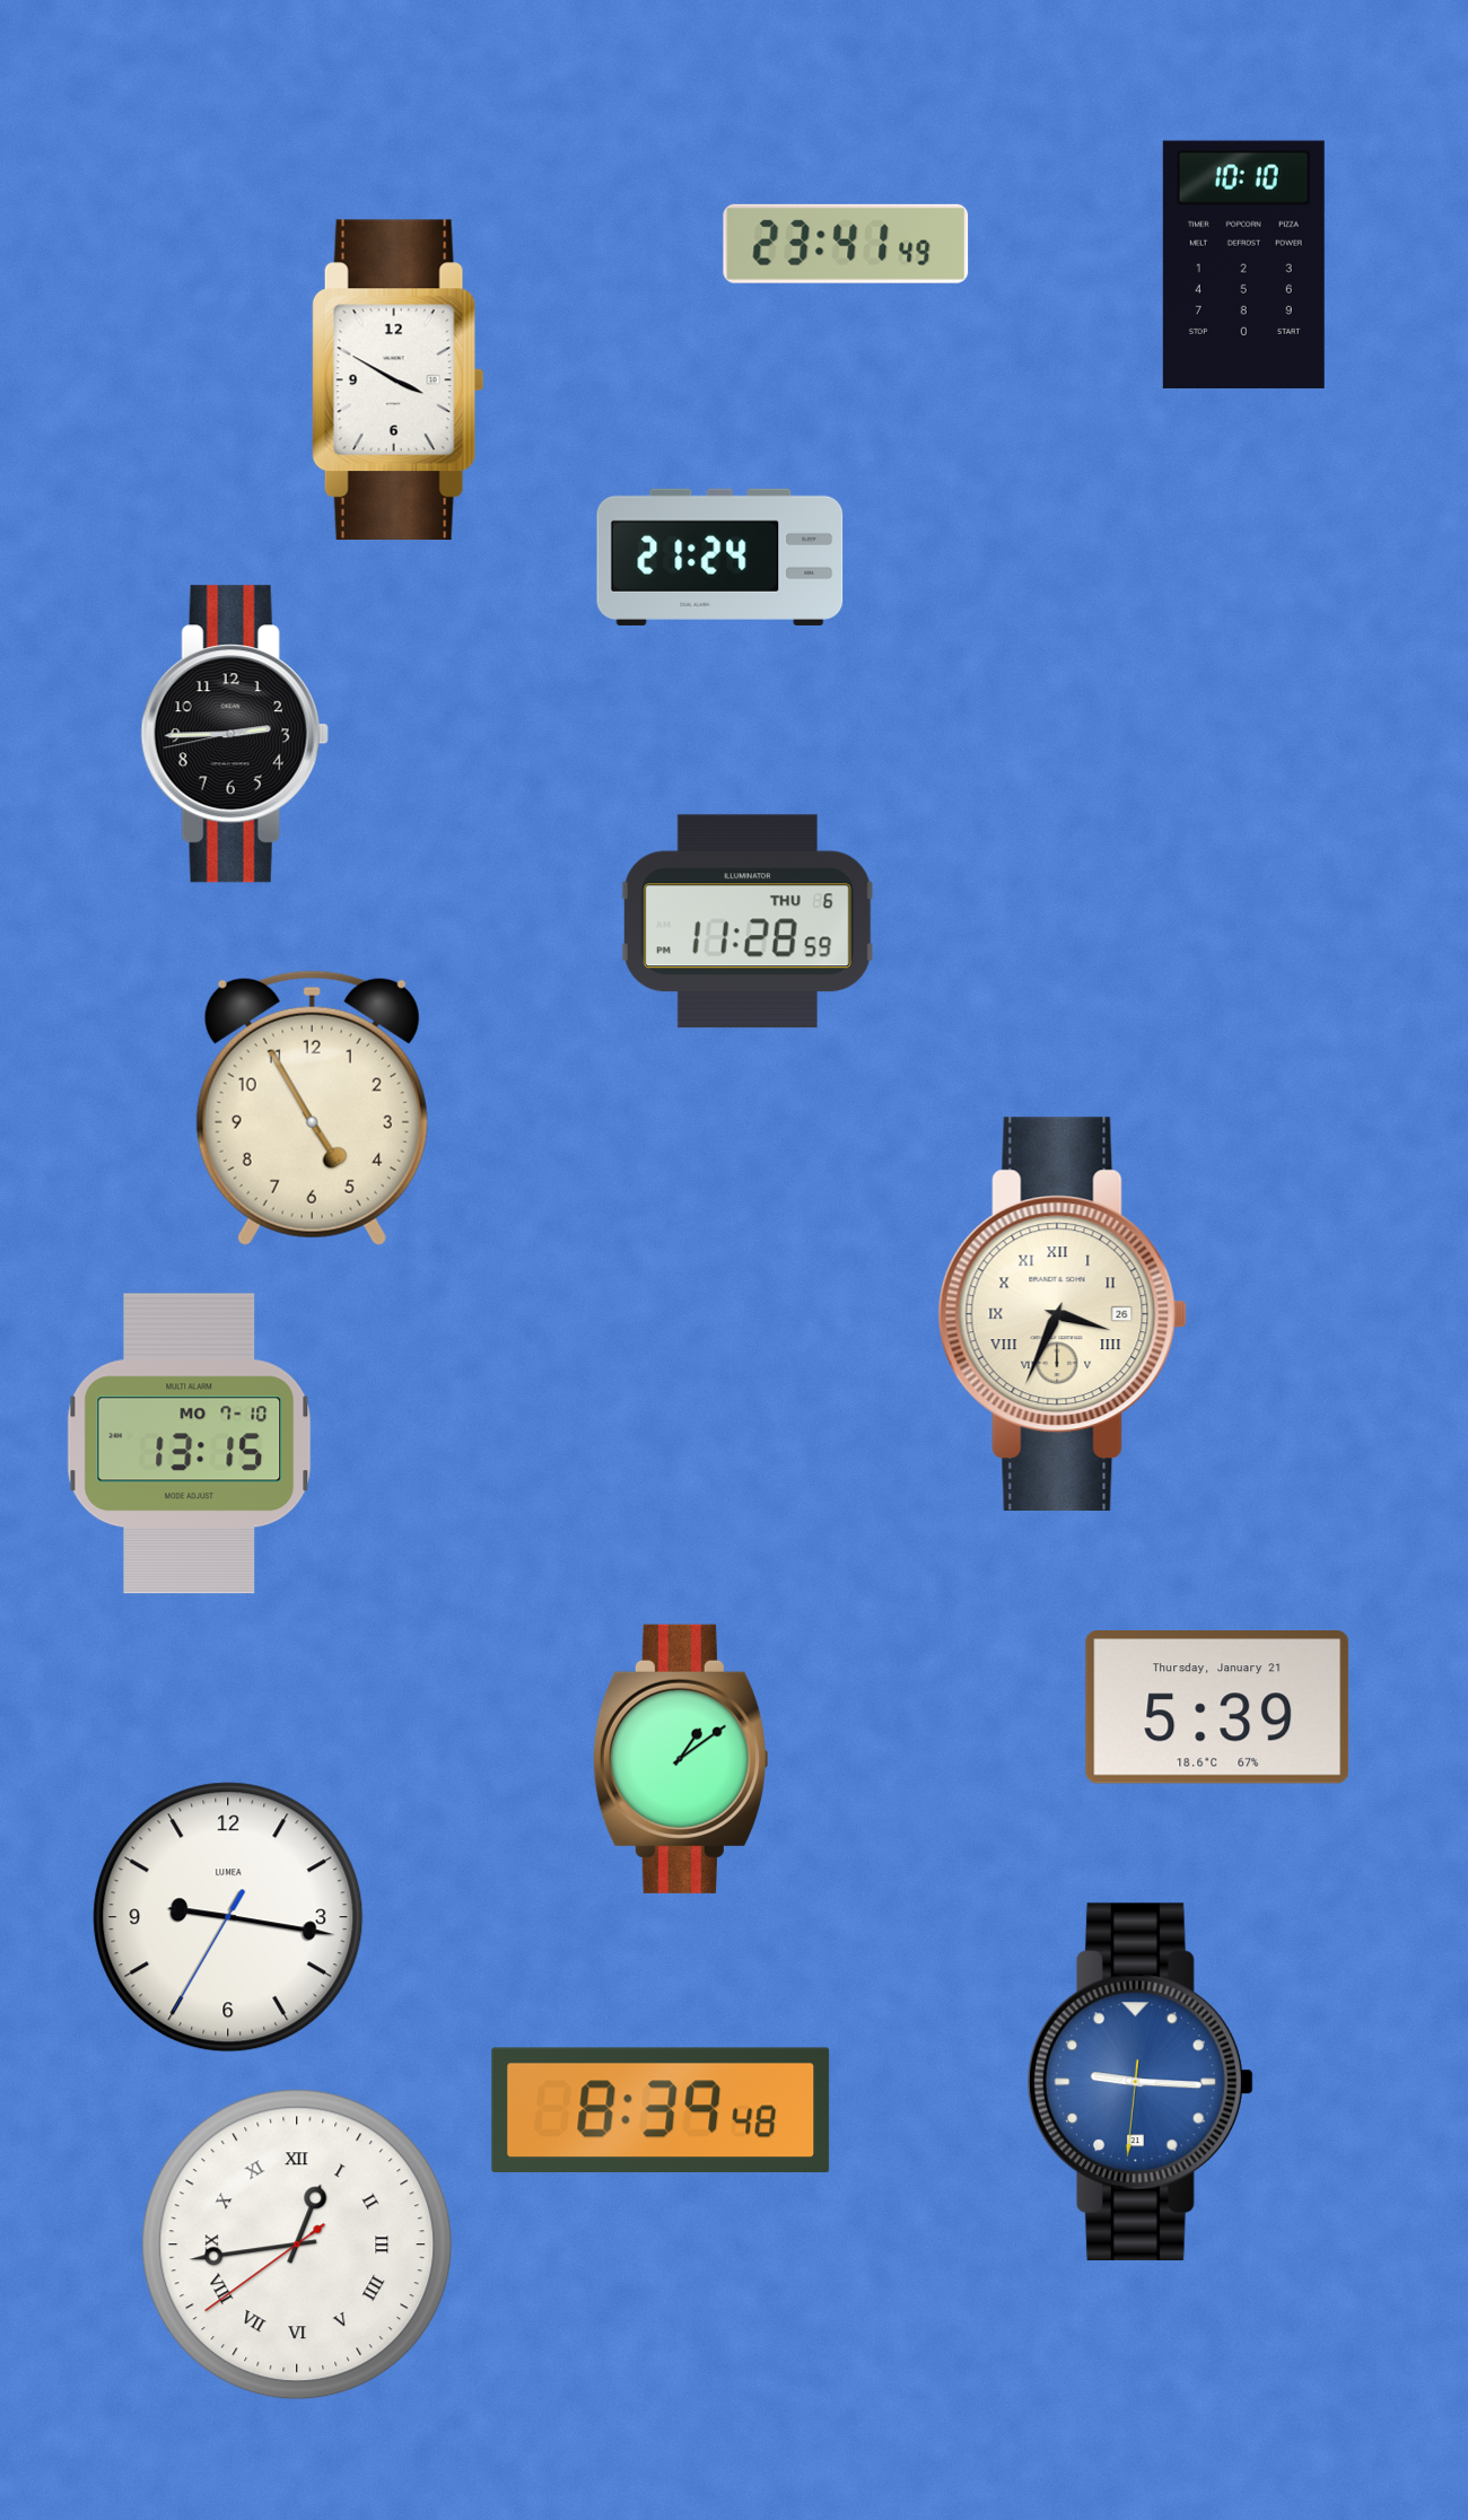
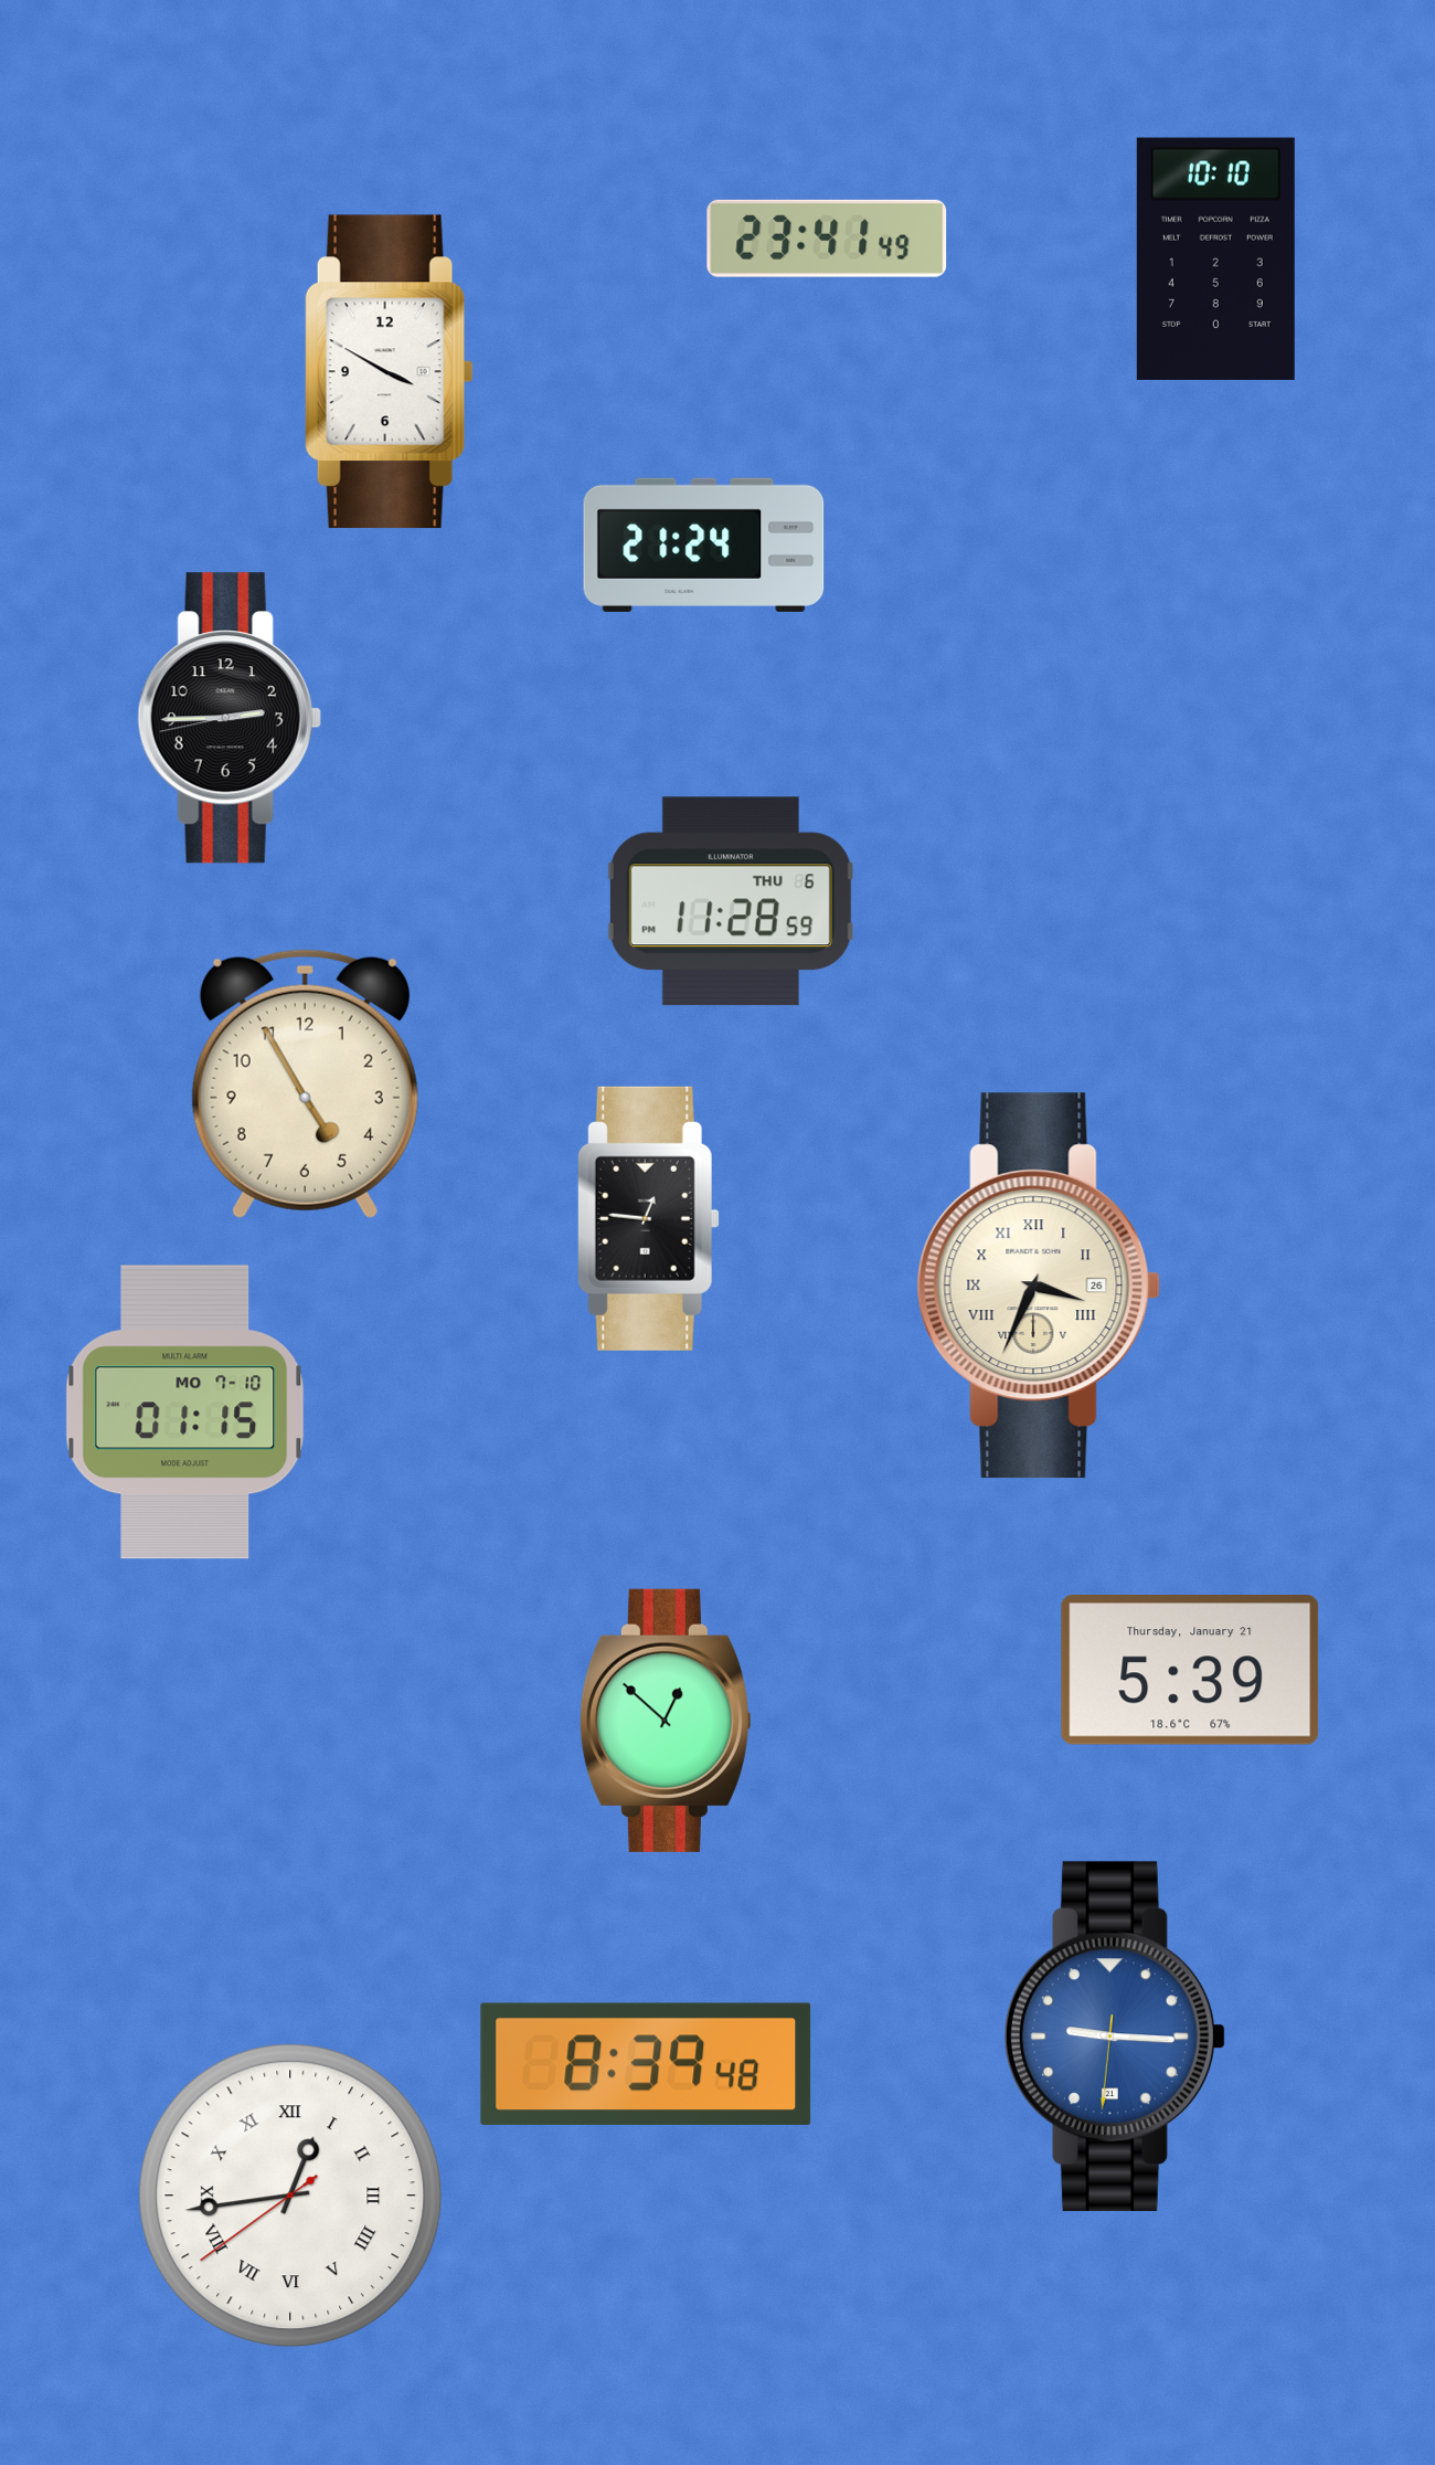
clock at (648, 1218): none -> 12:46
clock at (190, 1444): 13:15 -> 01:15
clock at (681, 1759): 1:09 -> 12:52
clock at (228, 1917): 9:16 -> none
